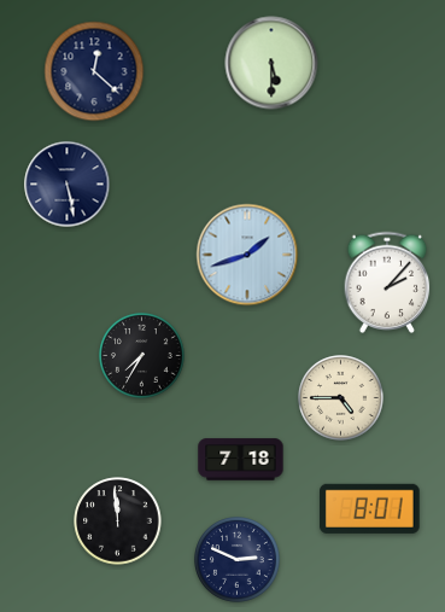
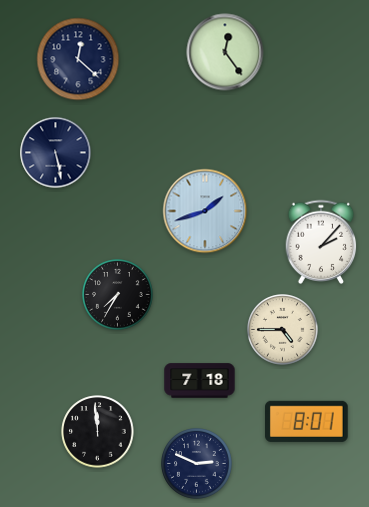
clock at (271, 63): 5:30 -> 12:24
clock at (387, 282) position: (387, 282) -> (321, 242)
